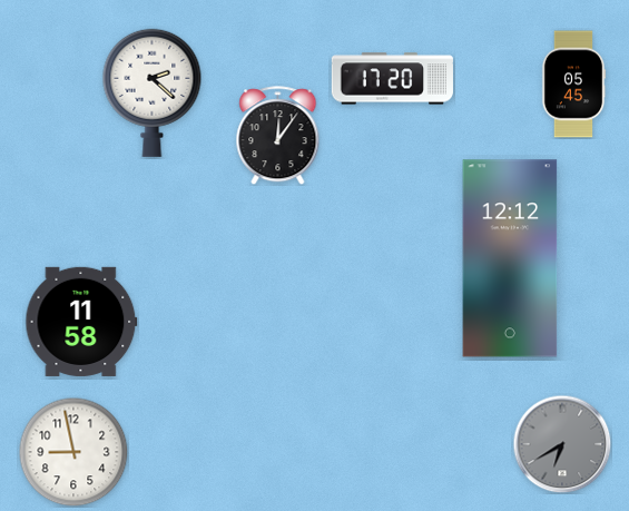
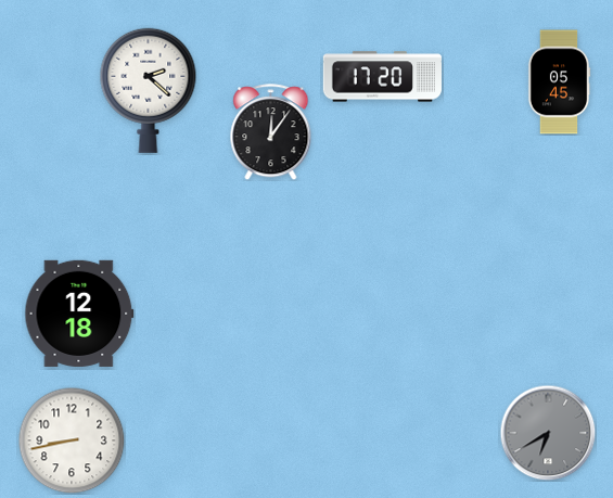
clock at (510, 258): 12:12 -> none
clock at (81, 322): 11:58 -> 12:18
clock at (73, 452): 8:58 -> 8:43
